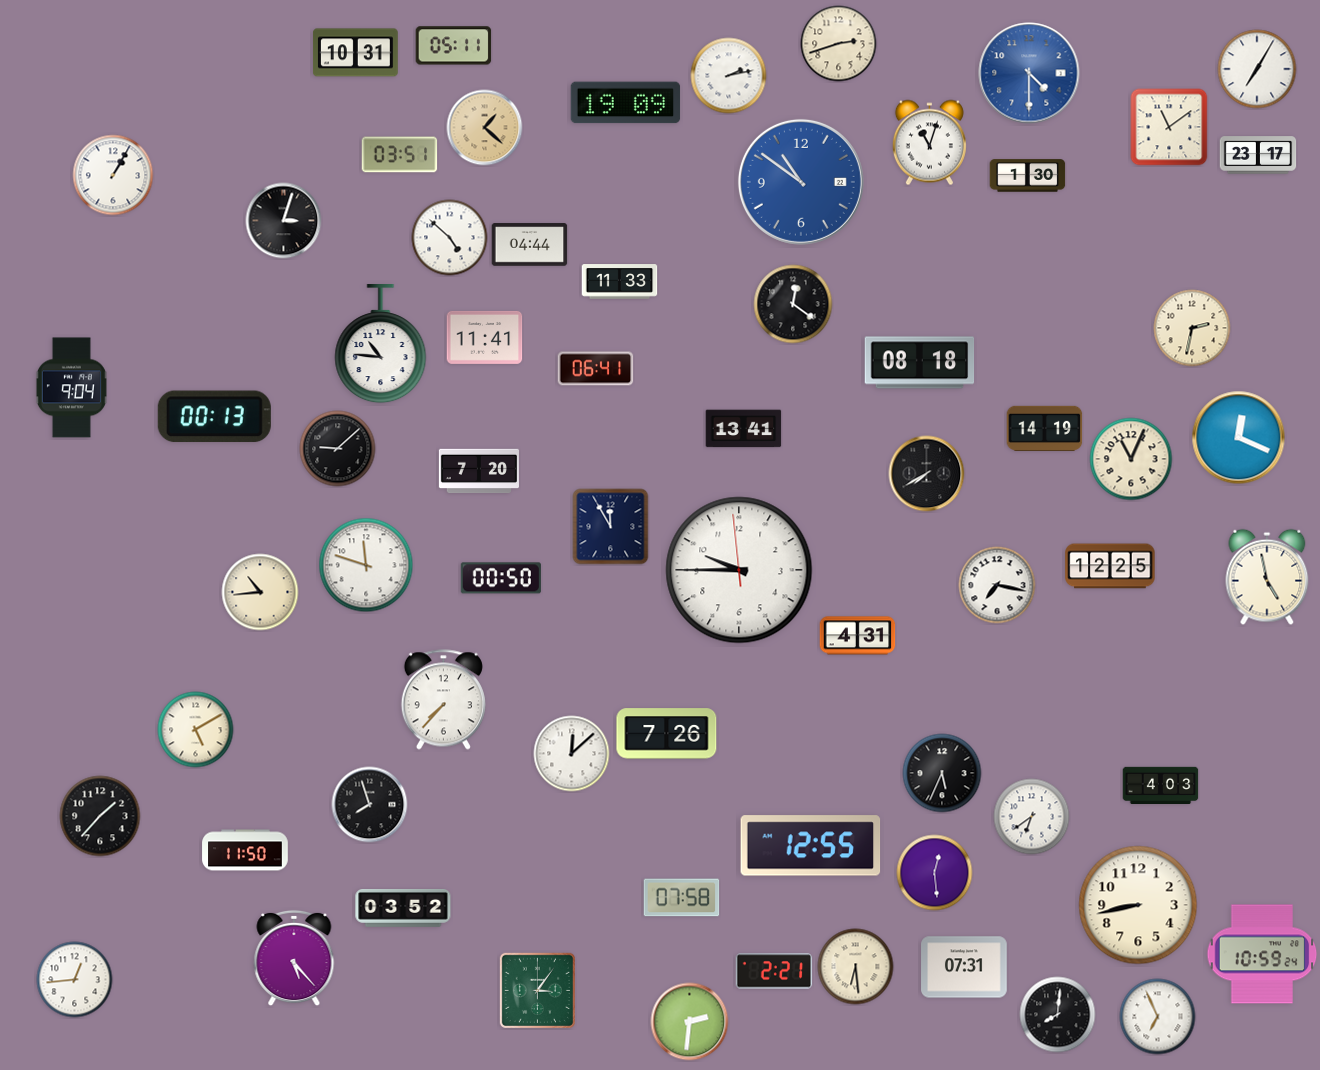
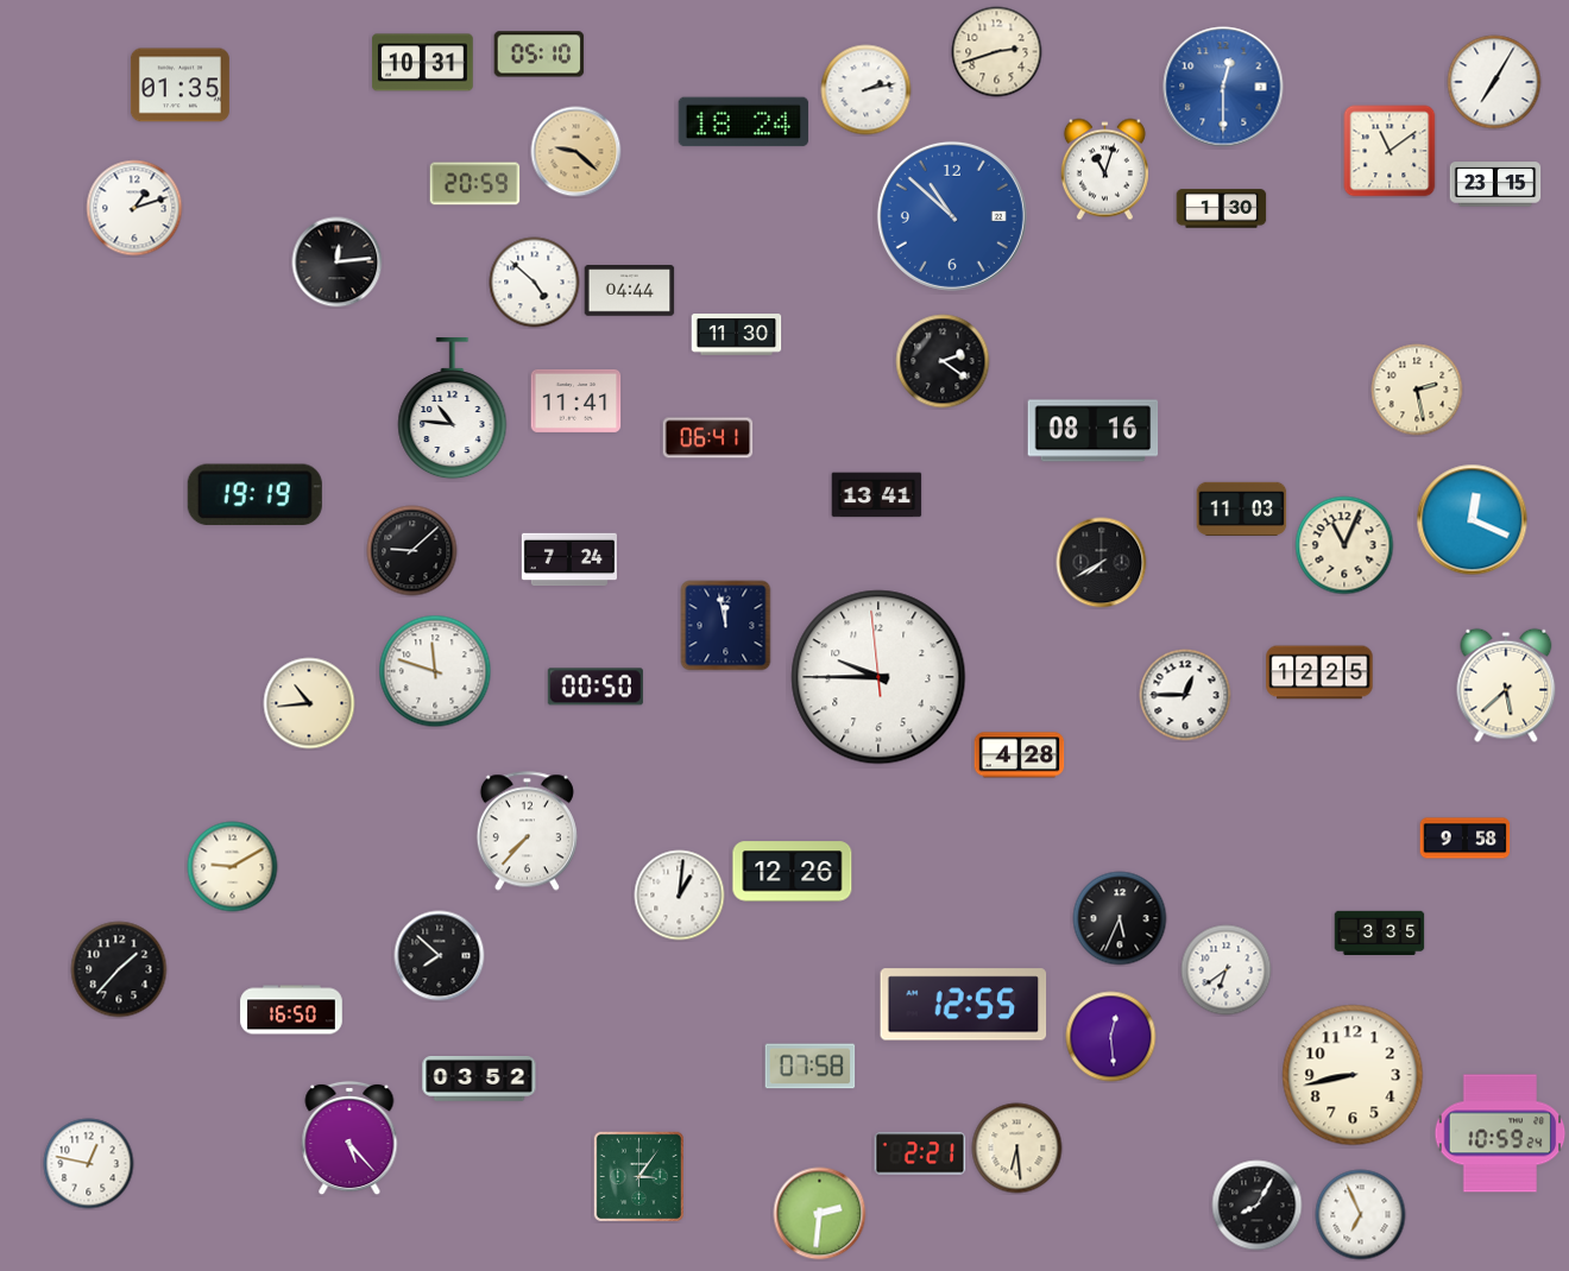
clock at (454, 46): 05:11 -> 05:10
clock at (179, 86): none -> 01:35
clock at (1029, 73): 4:30 -> 12:30
clock at (626, 103): 19:09 -> 18:24
clock at (485, 128): 1:22 -> 9:22
clock at (400, 155): 03:51 -> 20:59
clock at (1258, 155): 23:17 -> 23:15
clock at (113, 175): 1:05 -> 1:12
clock at (801, 182): 10:51 -> 10:52
clock at (284, 221): 3:03 -> 12:14
clock at (620, 282): 11:33 -> 11:30
clock at (793, 304): 12:21 -> 2:21
clock at (1192, 328): 2:32 -> 2:28
clock at (920, 363): 08:18 -> 08:16
clock at (71, 388): 9:04 -> none
clock at (214, 417): 00:13 -> 19:19
clock at (1045, 428): 14:19 -> 11:03
clock at (744, 429) position: (744, 429) -> (877, 495)
clock at (338, 449) position: (338, 449) -> (412, 551)
clock at (479, 471): 7:20 -> 7:24
clock at (611, 527): 11:55 -> 11:58
clock at (1267, 577): 4:58 -> 5:38
clock at (997, 585): 7:17 -> 12:45
clock at (858, 636): 4:31 -> 4:28
clock at (1466, 839): none -> 9:58
clock at (196, 730): 5:10 -> 9:10
clock at (667, 734): 7:26 -> 12:26
clock at (572, 754): 12:08 -> 1:01
clock at (1161, 785): 4:03 -> 3:35
clock at (370, 805): 7:57 -> 7:52
clock at (245, 850): 11:50 -> 16:50
clock at (964, 967): 07:31 -> none
clock at (75, 980): 12:44 -> 12:47
clock at (1058, 1015): 8:01 -> 8:05
clock at (1158, 1017) position: (1158, 1017) -> (1361, 1215)
